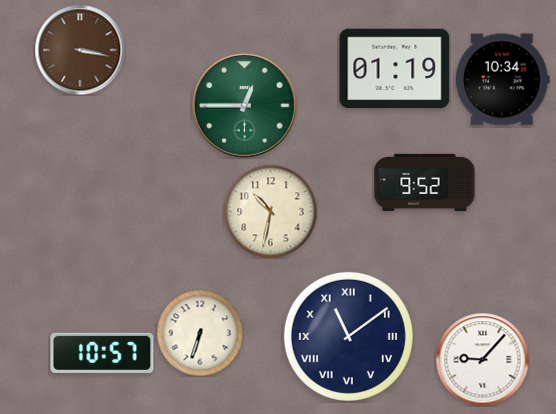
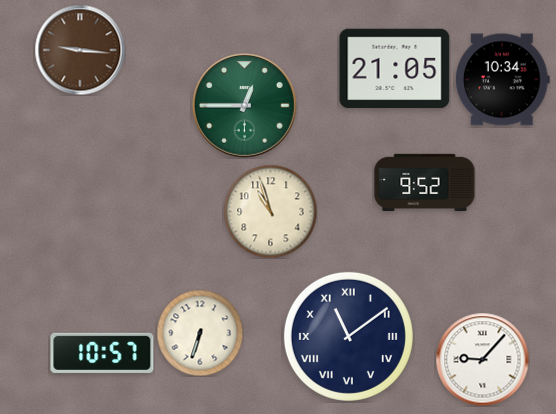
clock at (80, 50): 3:17 -> 9:16
clock at (395, 69): 01:19 -> 21:05
clock at (270, 211): 10:32 -> 10:57
